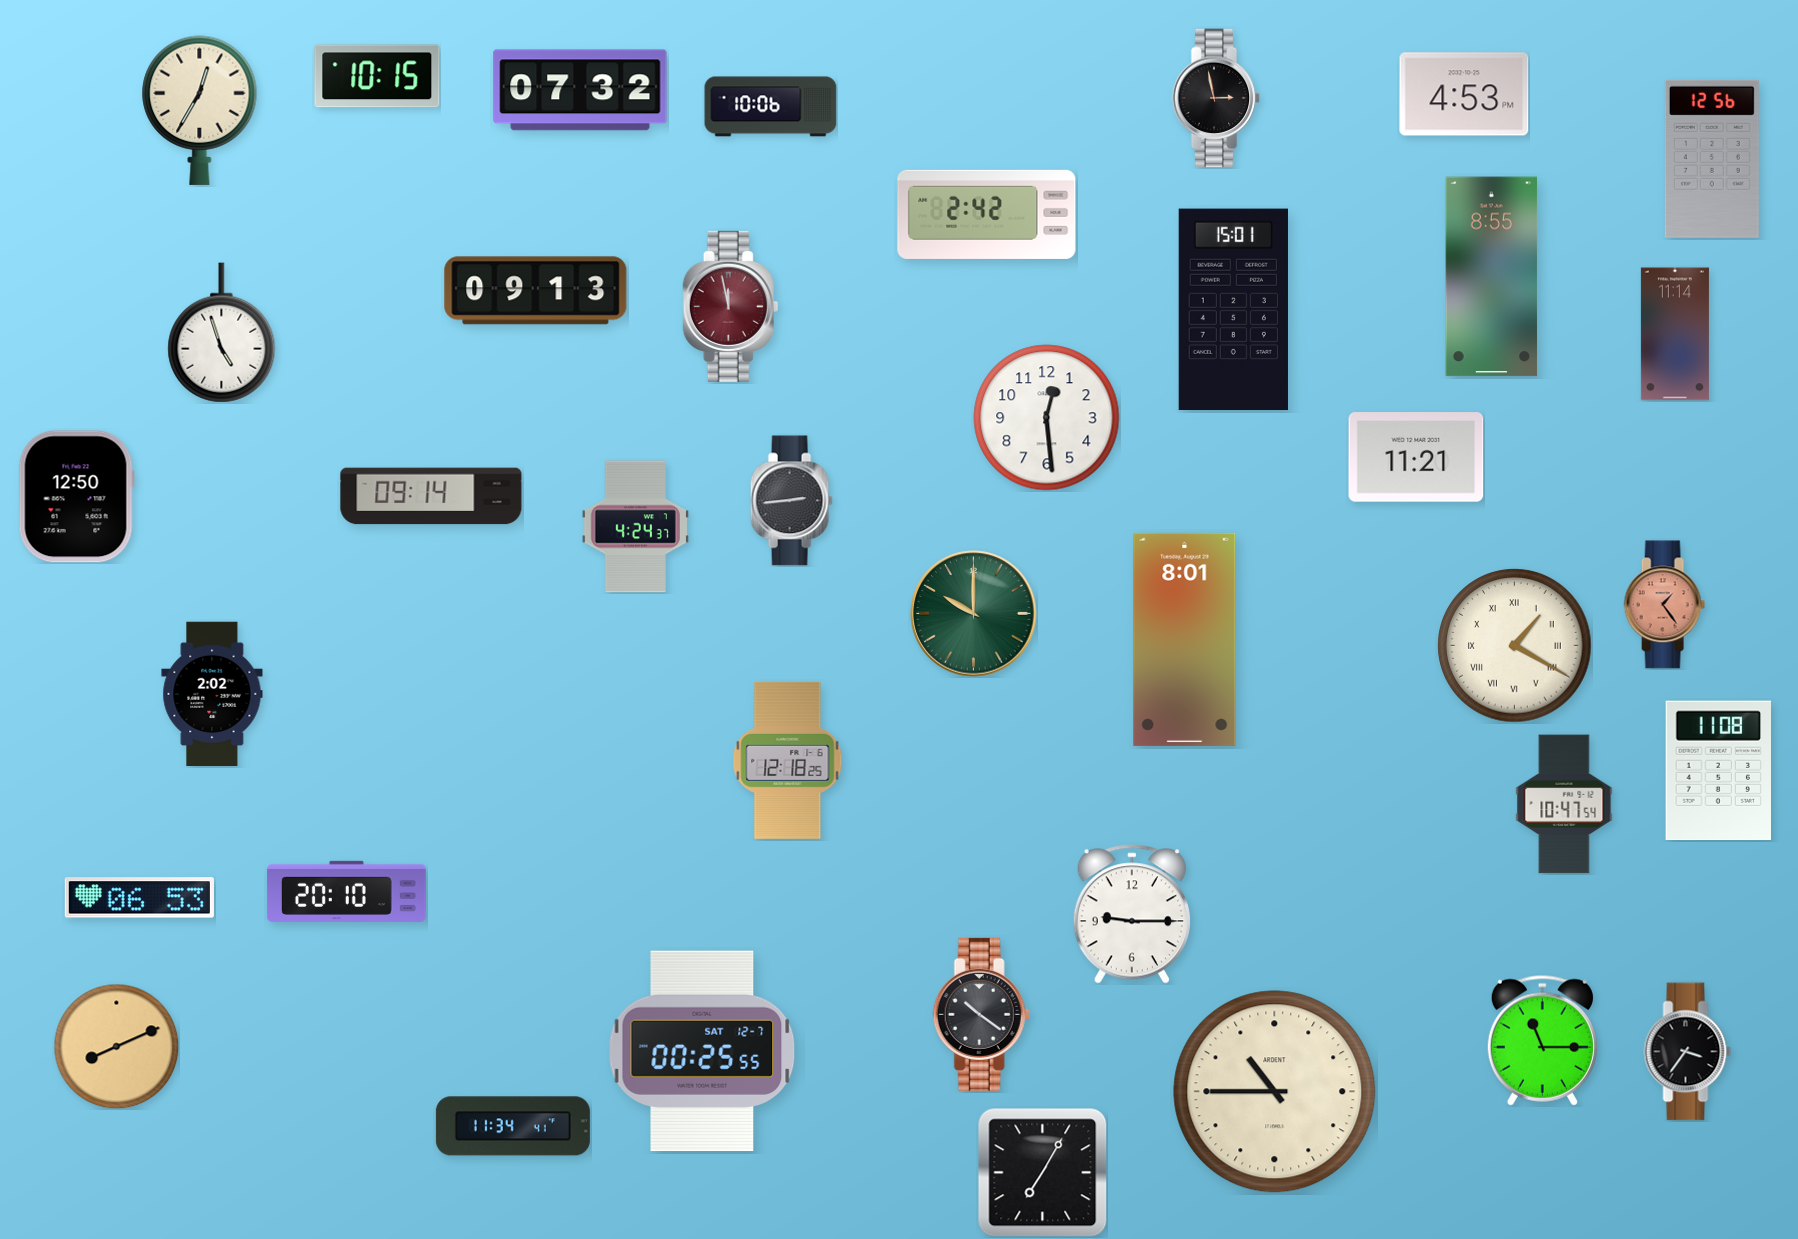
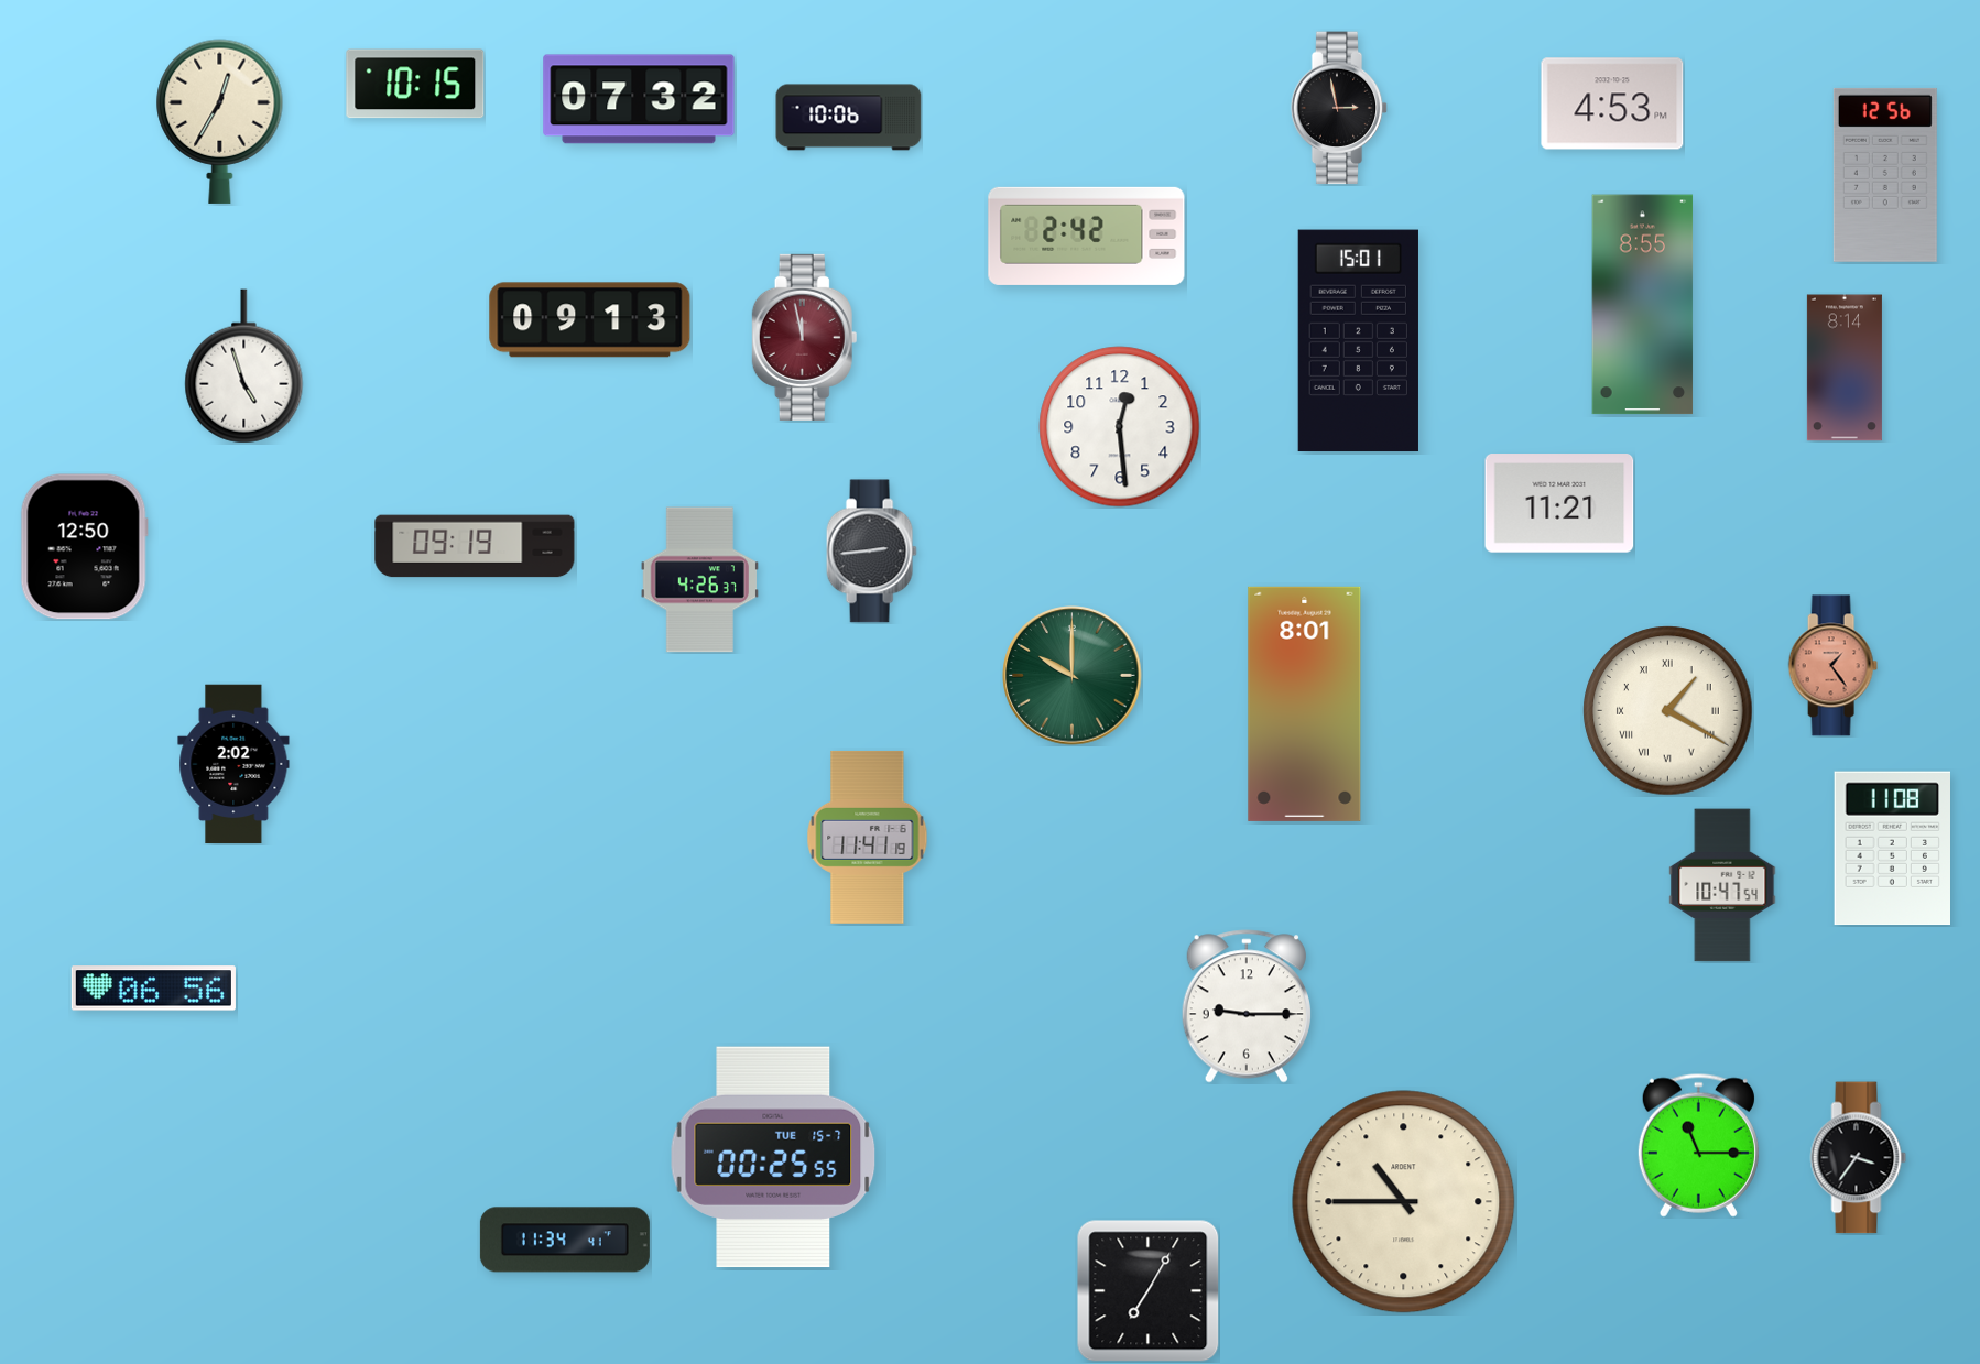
clock at (1675, 334): 11:14 -> 8:14
clock at (1047, 418) position: (1047, 418) -> (1120, 427)
clock at (431, 496): 09:14 -> 09:19
clock at (635, 527): 4:24 -> 4:26
clock at (788, 760): 12:18 -> 11:41
clock at (346, 891): 20:10 -> none
clock at (139, 898): 06:53 -> 06:56
clock at (981, 1014): 10:21 -> none
clock at (116, 1046): 8:11 -> none
clock at (702, 1051) date: SAT 12-7 -> TUE 15-7
